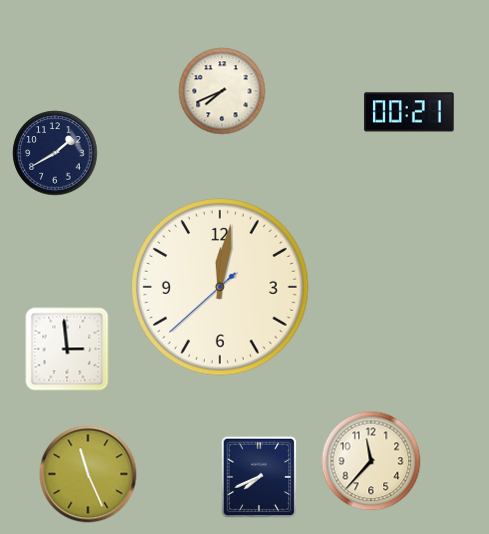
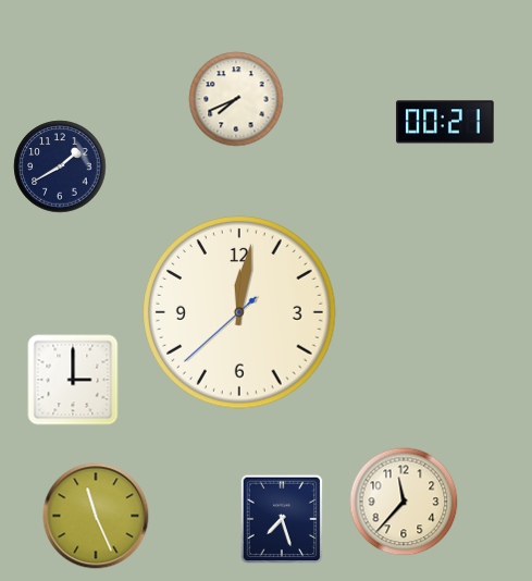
clock at (222, 91) position: (222, 91) -> (236, 99)
clock at (67, 349): 2:59 -> 3:00
clock at (259, 477): 7:41 -> 7:27
